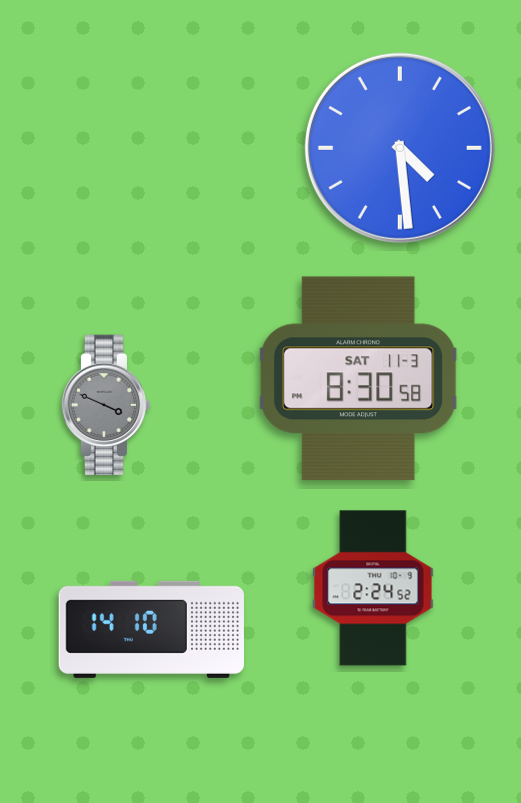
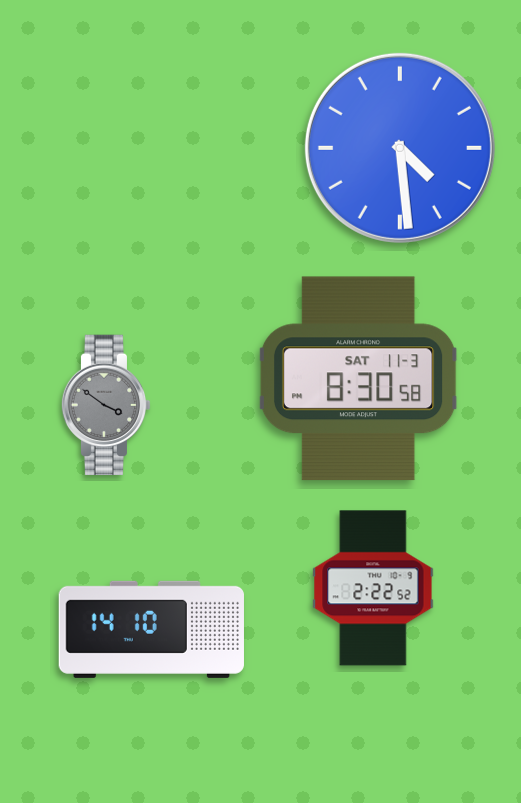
clock at (106, 405): 3:49 -> 3:51
clock at (373, 588): 2:24 -> 2:22
